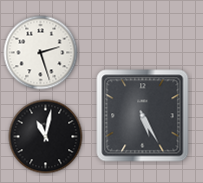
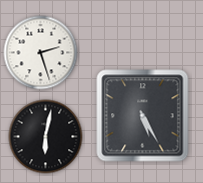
clock at (46, 137): 11:02 -> 6:02
